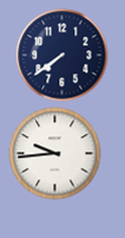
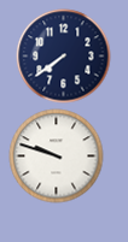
clock at (54, 153): 9:44 -> 9:48
